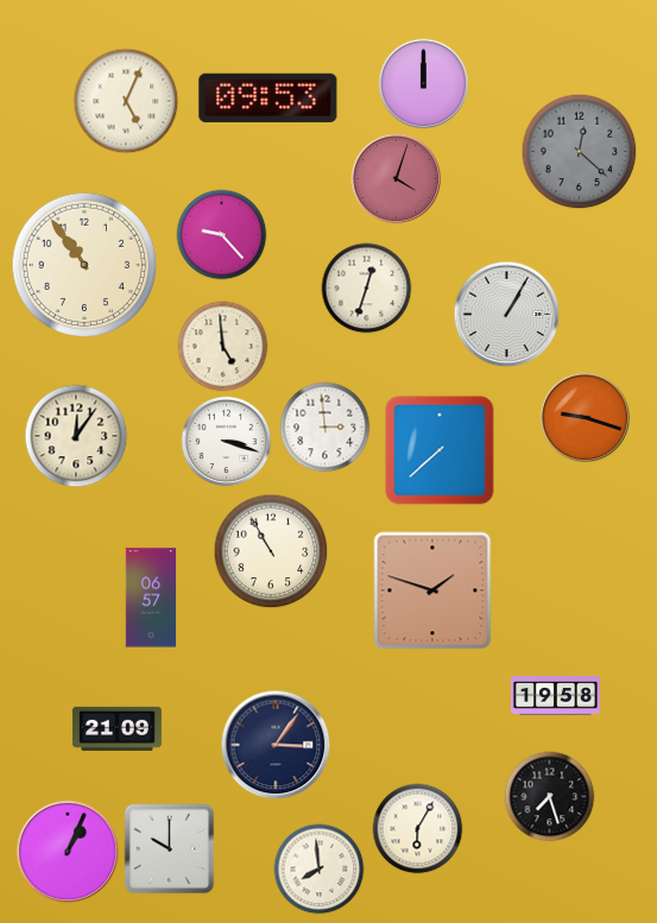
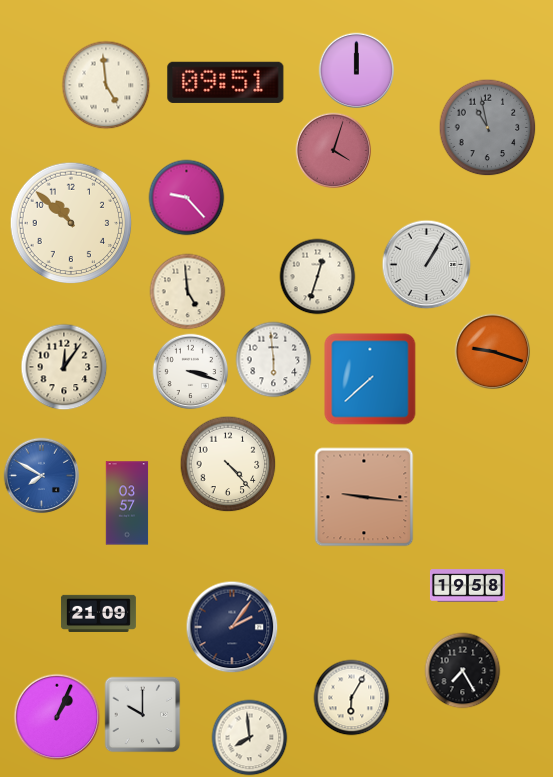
clock at (269, 97): 09:53 -> 09:51
clock at (126, 101): 5:04 -> 4:59
clock at (580, 152): 12:22 -> 10:58
clock at (84, 265): 10:54 -> 10:52
clock at (367, 289) position: (367, 289) -> (318, 277)
clock at (326, 428): 2:59 -> 5:59
clock at (271, 551): 10:55 -> 4:23
clock at (42, 476): none -> 7:50
clock at (432, 590): 1:48 -> 9:16
clock at (151, 598): 06:57 -> 03:57
clock at (276, 745): 3:06 -> 2:06
clock at (550, 797): 7:27 -> 7:25
clock at (320, 870) position: (320, 870) -> (250, 738)
